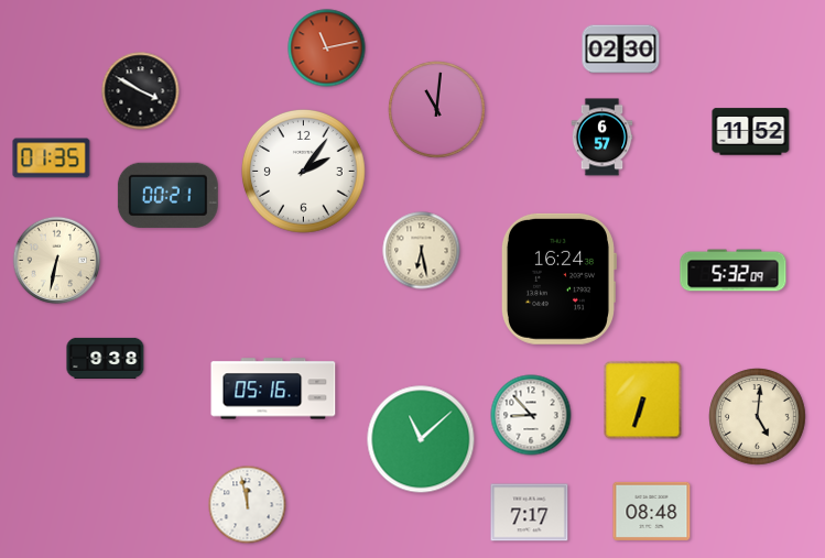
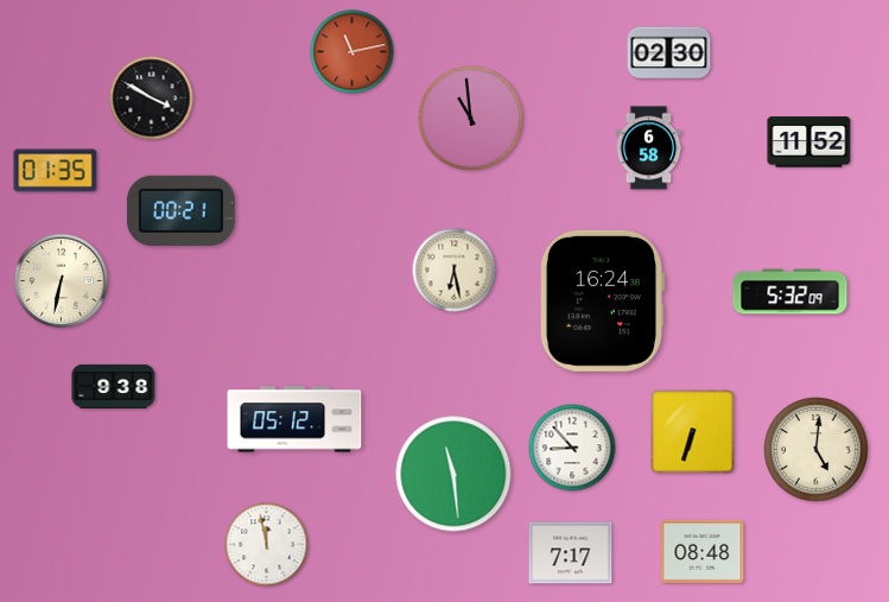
clock at (437, 110): 11:01 -> 10:59
clock at (603, 138): 6:57 -> 6:58
clock at (303, 171): 2:06 -> none
clock at (273, 389): 05:16 -> 05:12
clock at (421, 439): 11:08 -> 11:29
